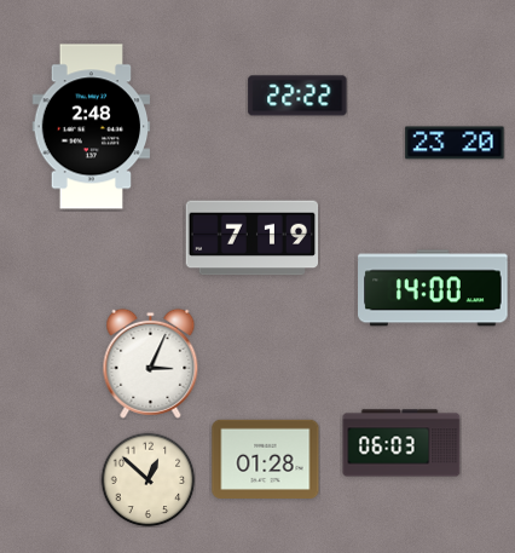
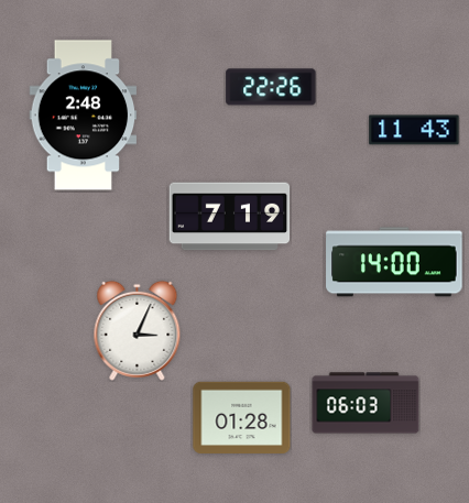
clock at (297, 96): 22:22 -> 22:26
clock at (455, 143): 23:20 -> 11:43
clock at (147, 479): 12:52 -> none
